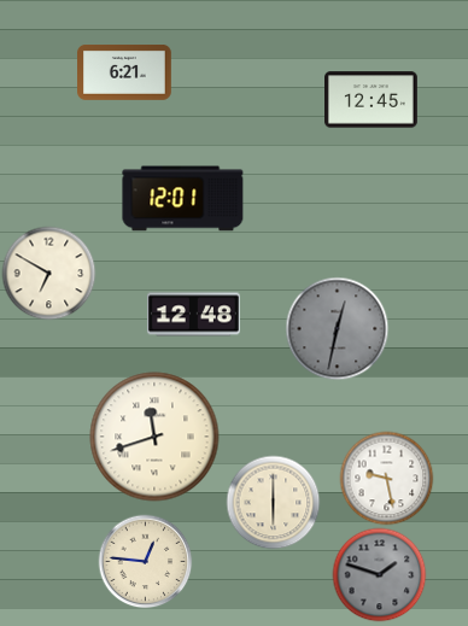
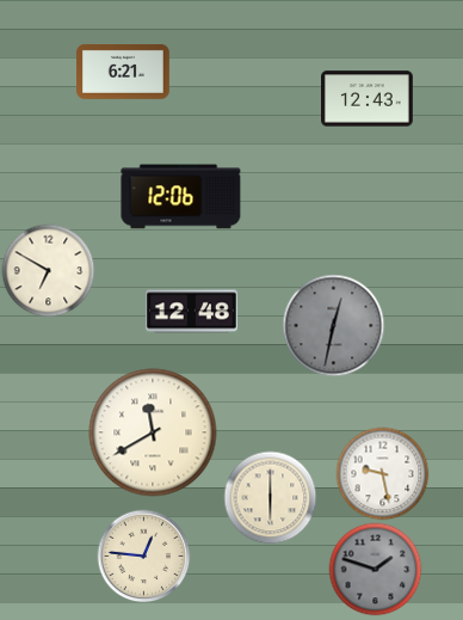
clock at (372, 100): 12:45 -> 12:43
clock at (183, 199): 12:01 -> 12:06
clock at (154, 437): 11:42 -> 11:40
